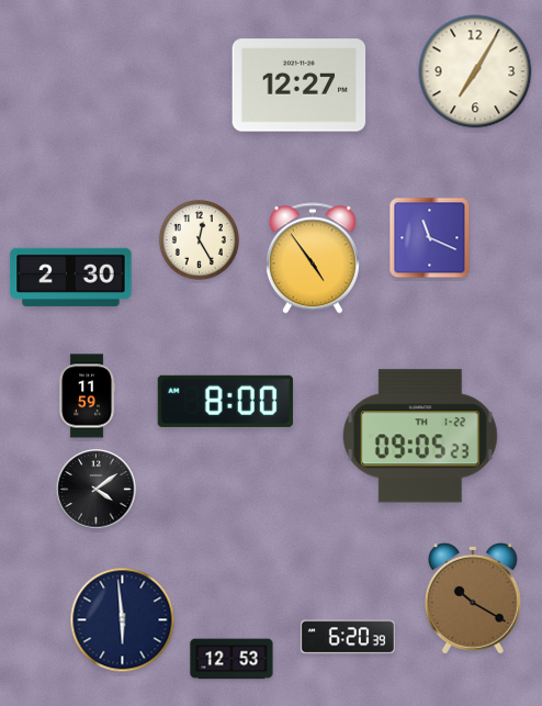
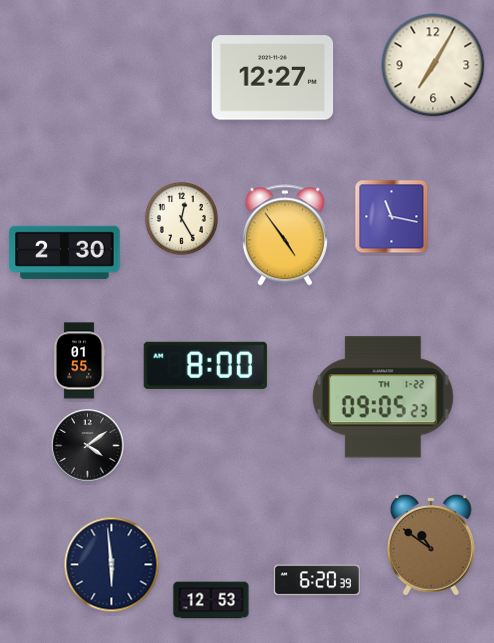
clock at (430, 238): 11:19 -> 11:17
clock at (87, 396): 11:59 -> 01:55
clock at (473, 599): 10:20 -> 10:51
